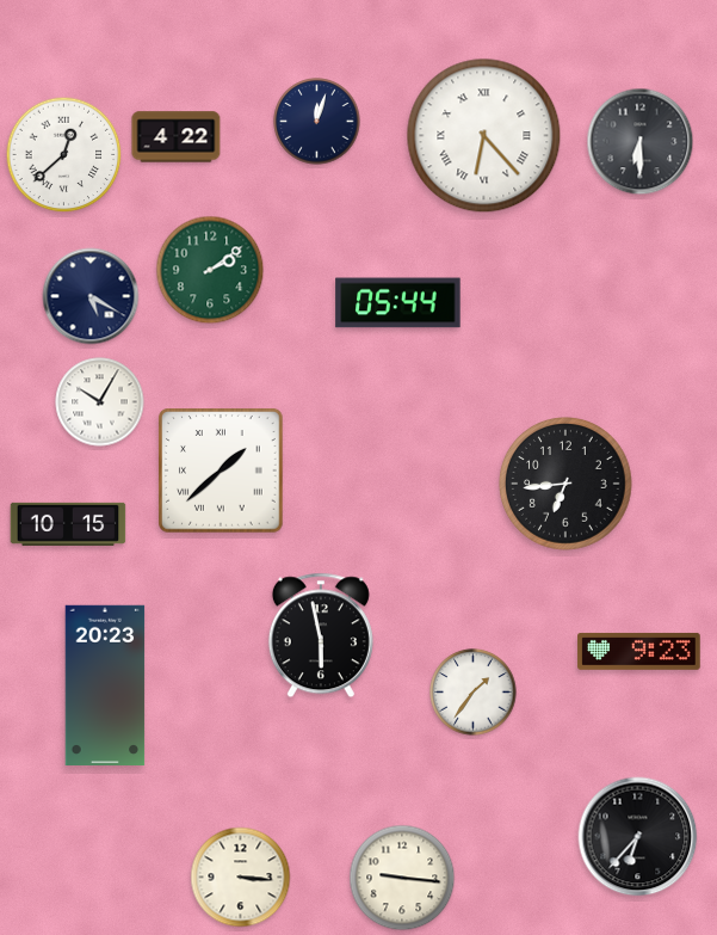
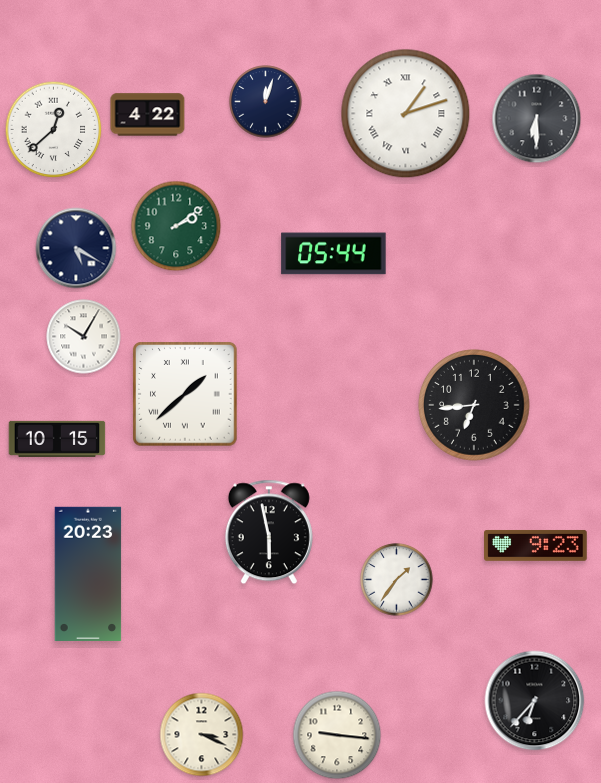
clock at (484, 136): 6:23 -> 1:12
clock at (241, 878): 3:16 -> 3:19
